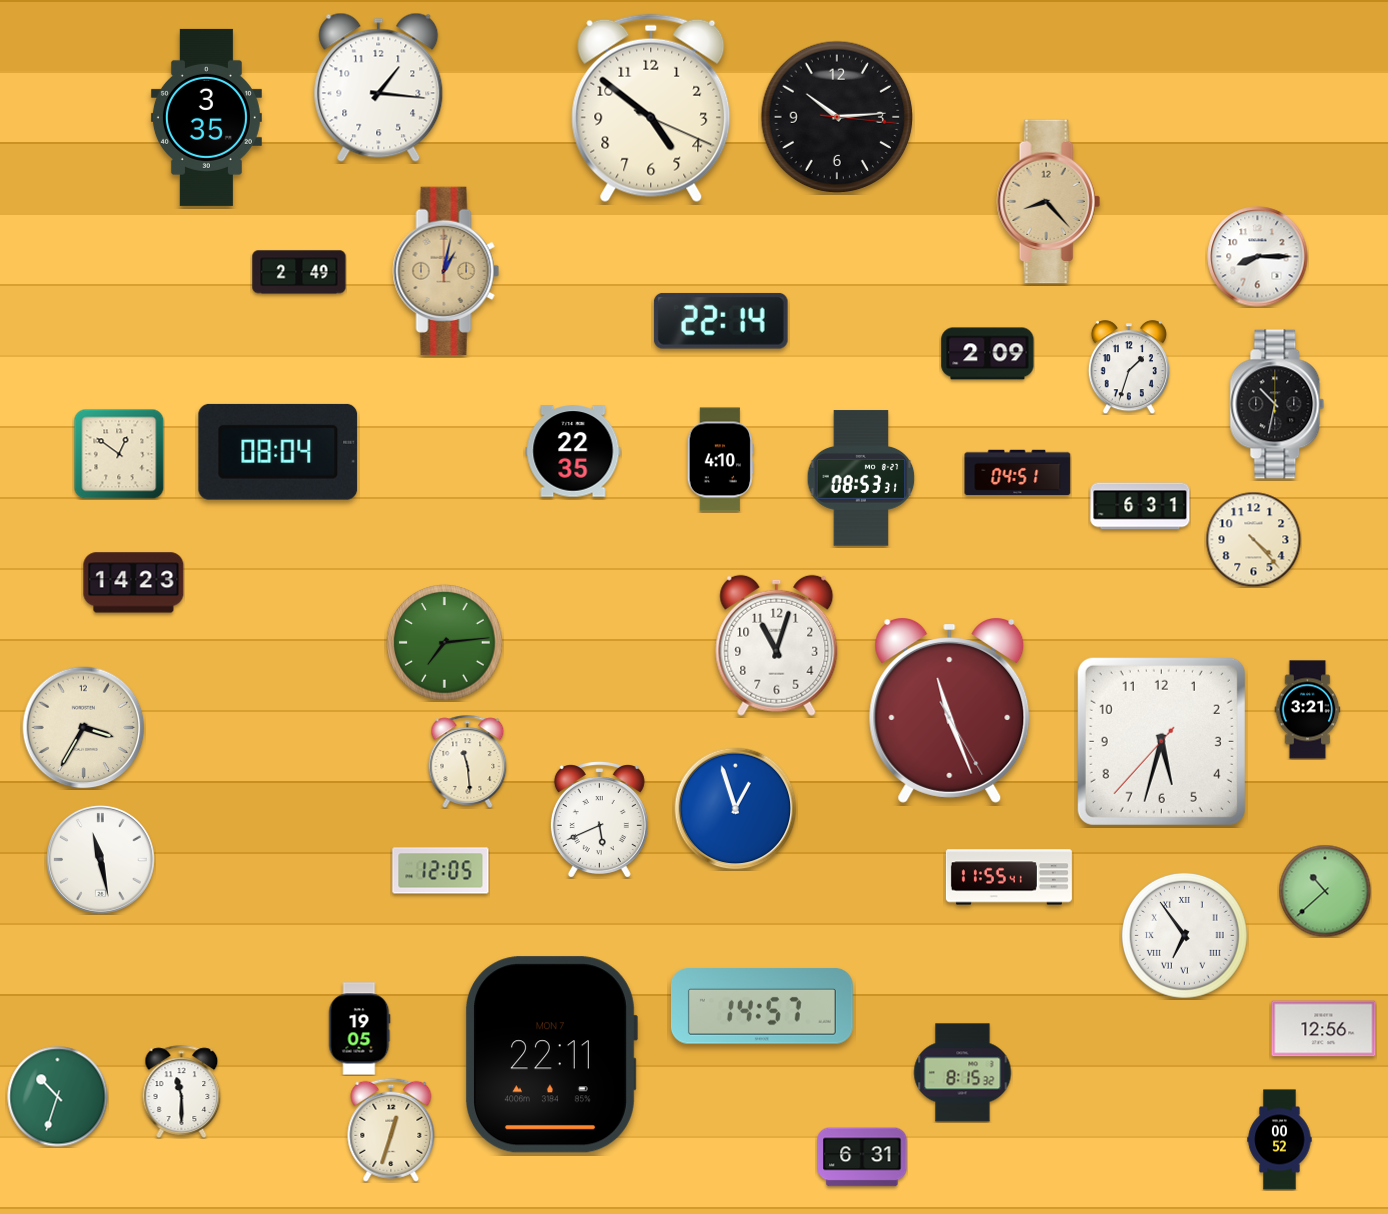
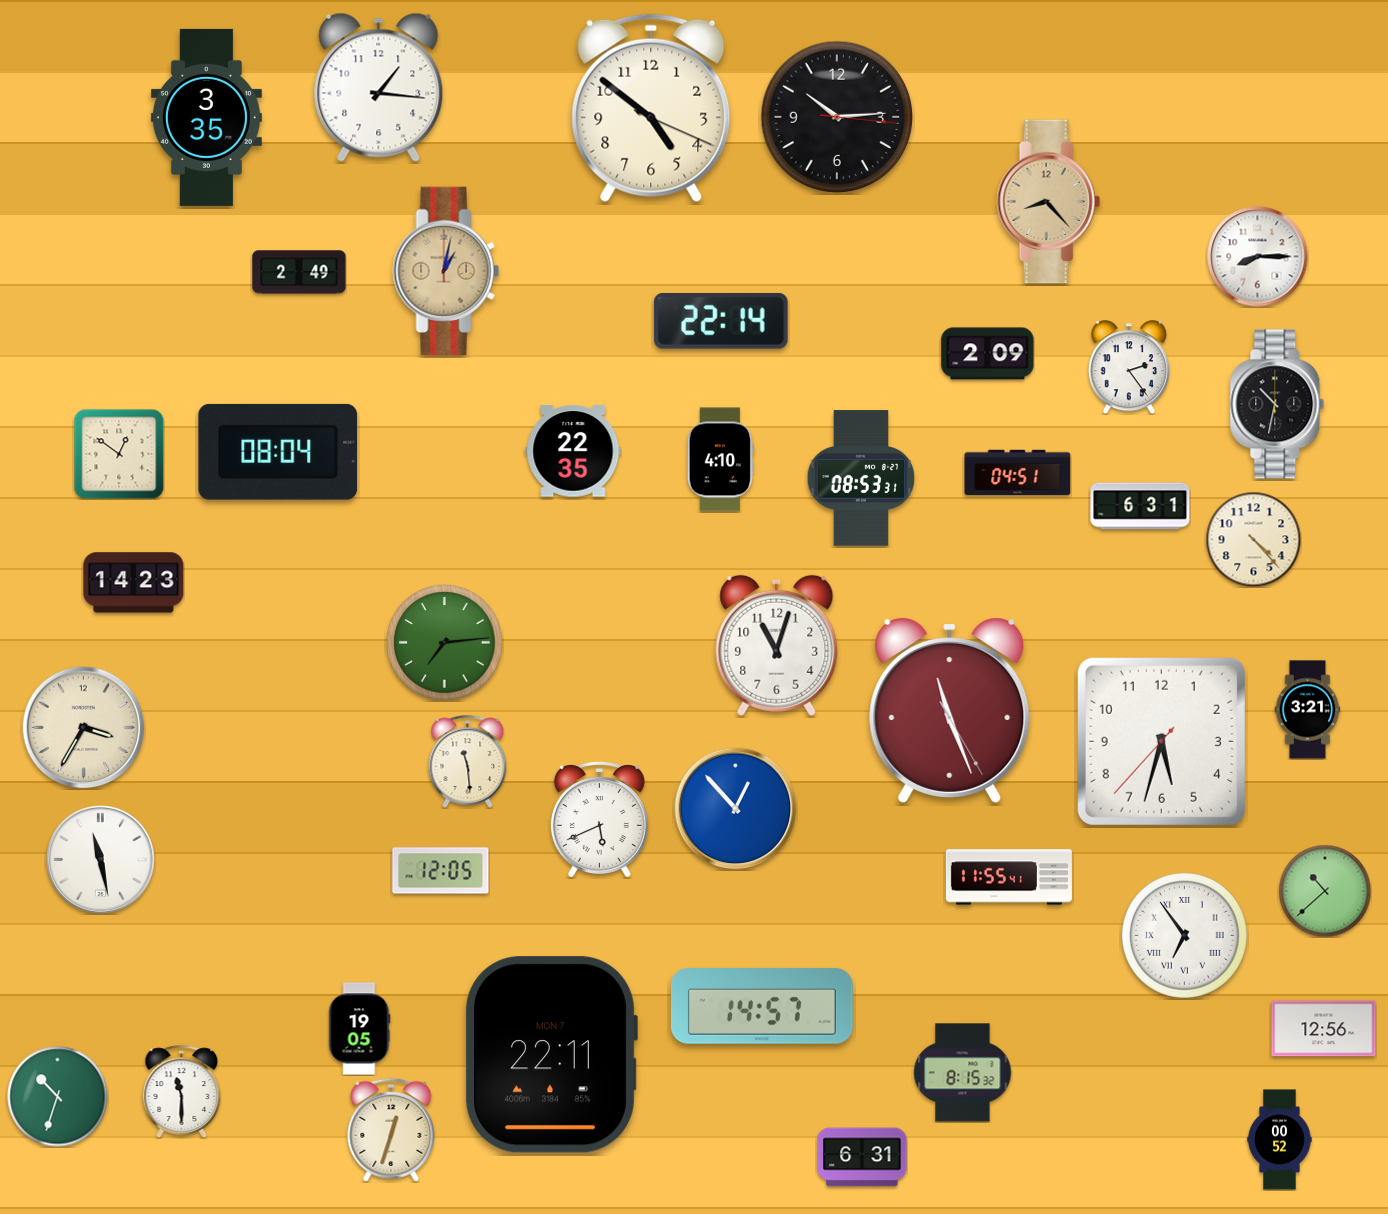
clock at (1129, 367): 1:33 -> 2:24
clock at (736, 809): 12:57 -> 12:53
